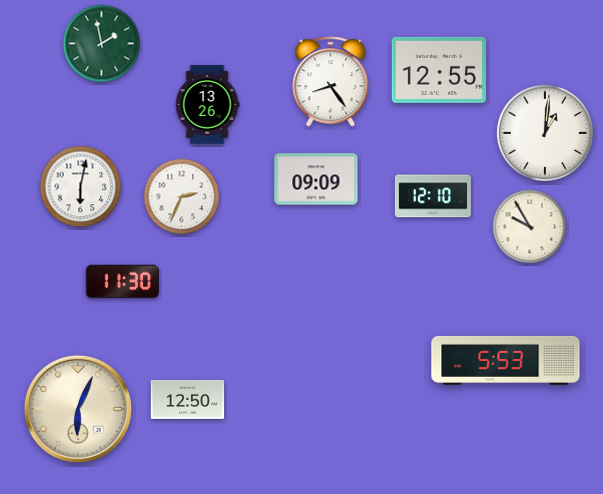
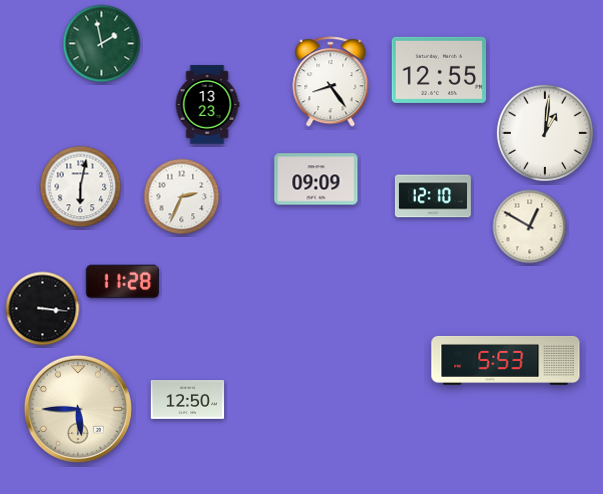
clock at (207, 105): 13:26 -> 13:23
clock at (530, 227): 9:55 -> 12:50
clock at (122, 282): 11:30 -> 11:28
clock at (43, 309): none -> 3:16
clock at (78, 409): 6:04 -> 5:45
